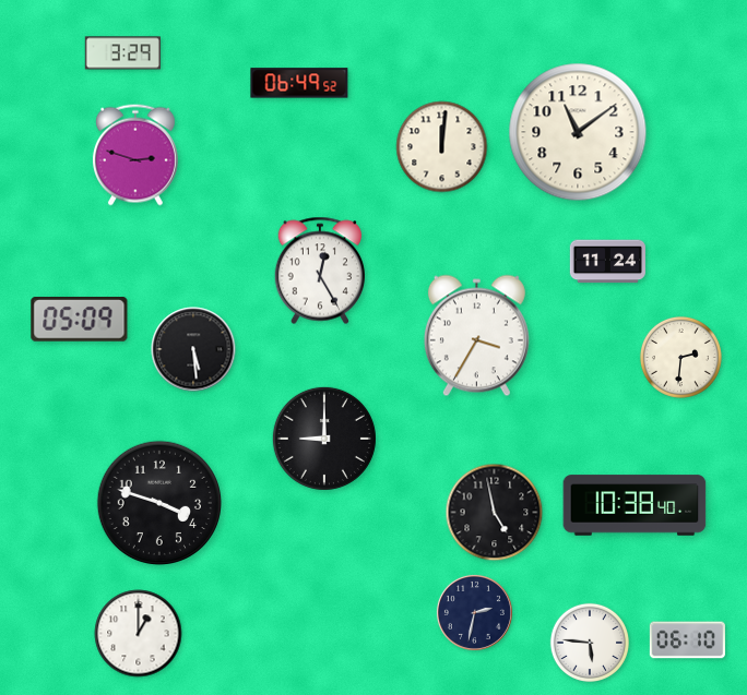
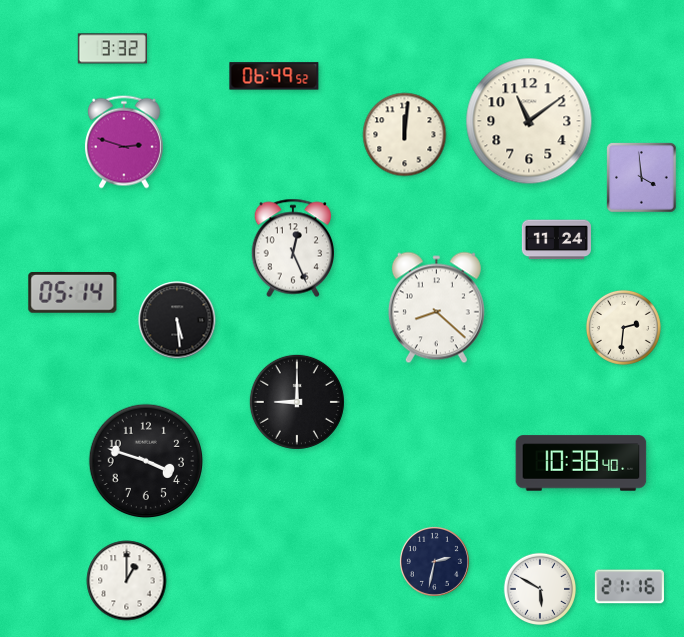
clock at (122, 53): 3:29 -> 3:32
clock at (642, 178): none -> 3:59
clock at (319, 271): 12:25 -> 12:26
clock at (80, 320): 05:09 -> 05:14
clock at (476, 336): 3:35 -> 8:22
clock at (495, 513): 4:58 -> none
clock at (687, 640): 06:10 -> 21:16
clock at (590, 643): 5:46 -> 5:50
